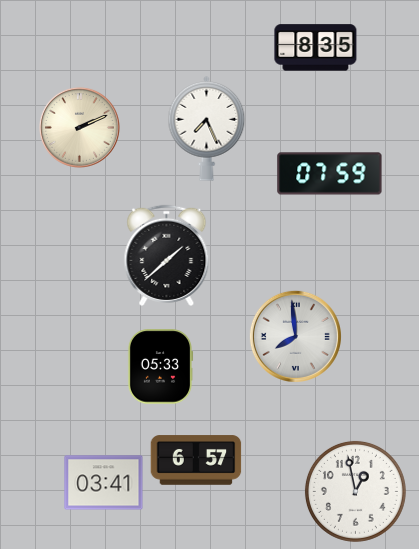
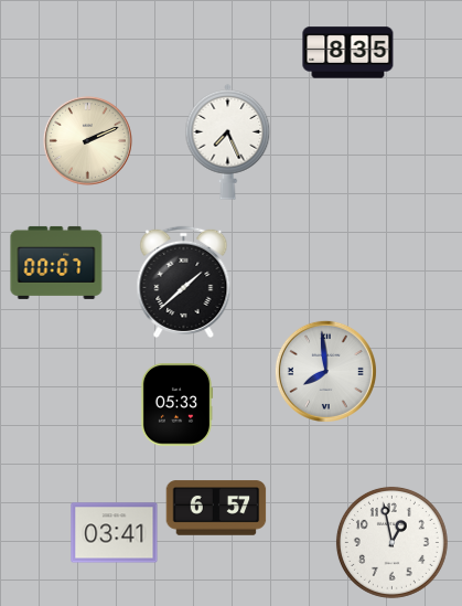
clock at (330, 174): 07:59 -> none
clock at (56, 263): none -> 00:07
